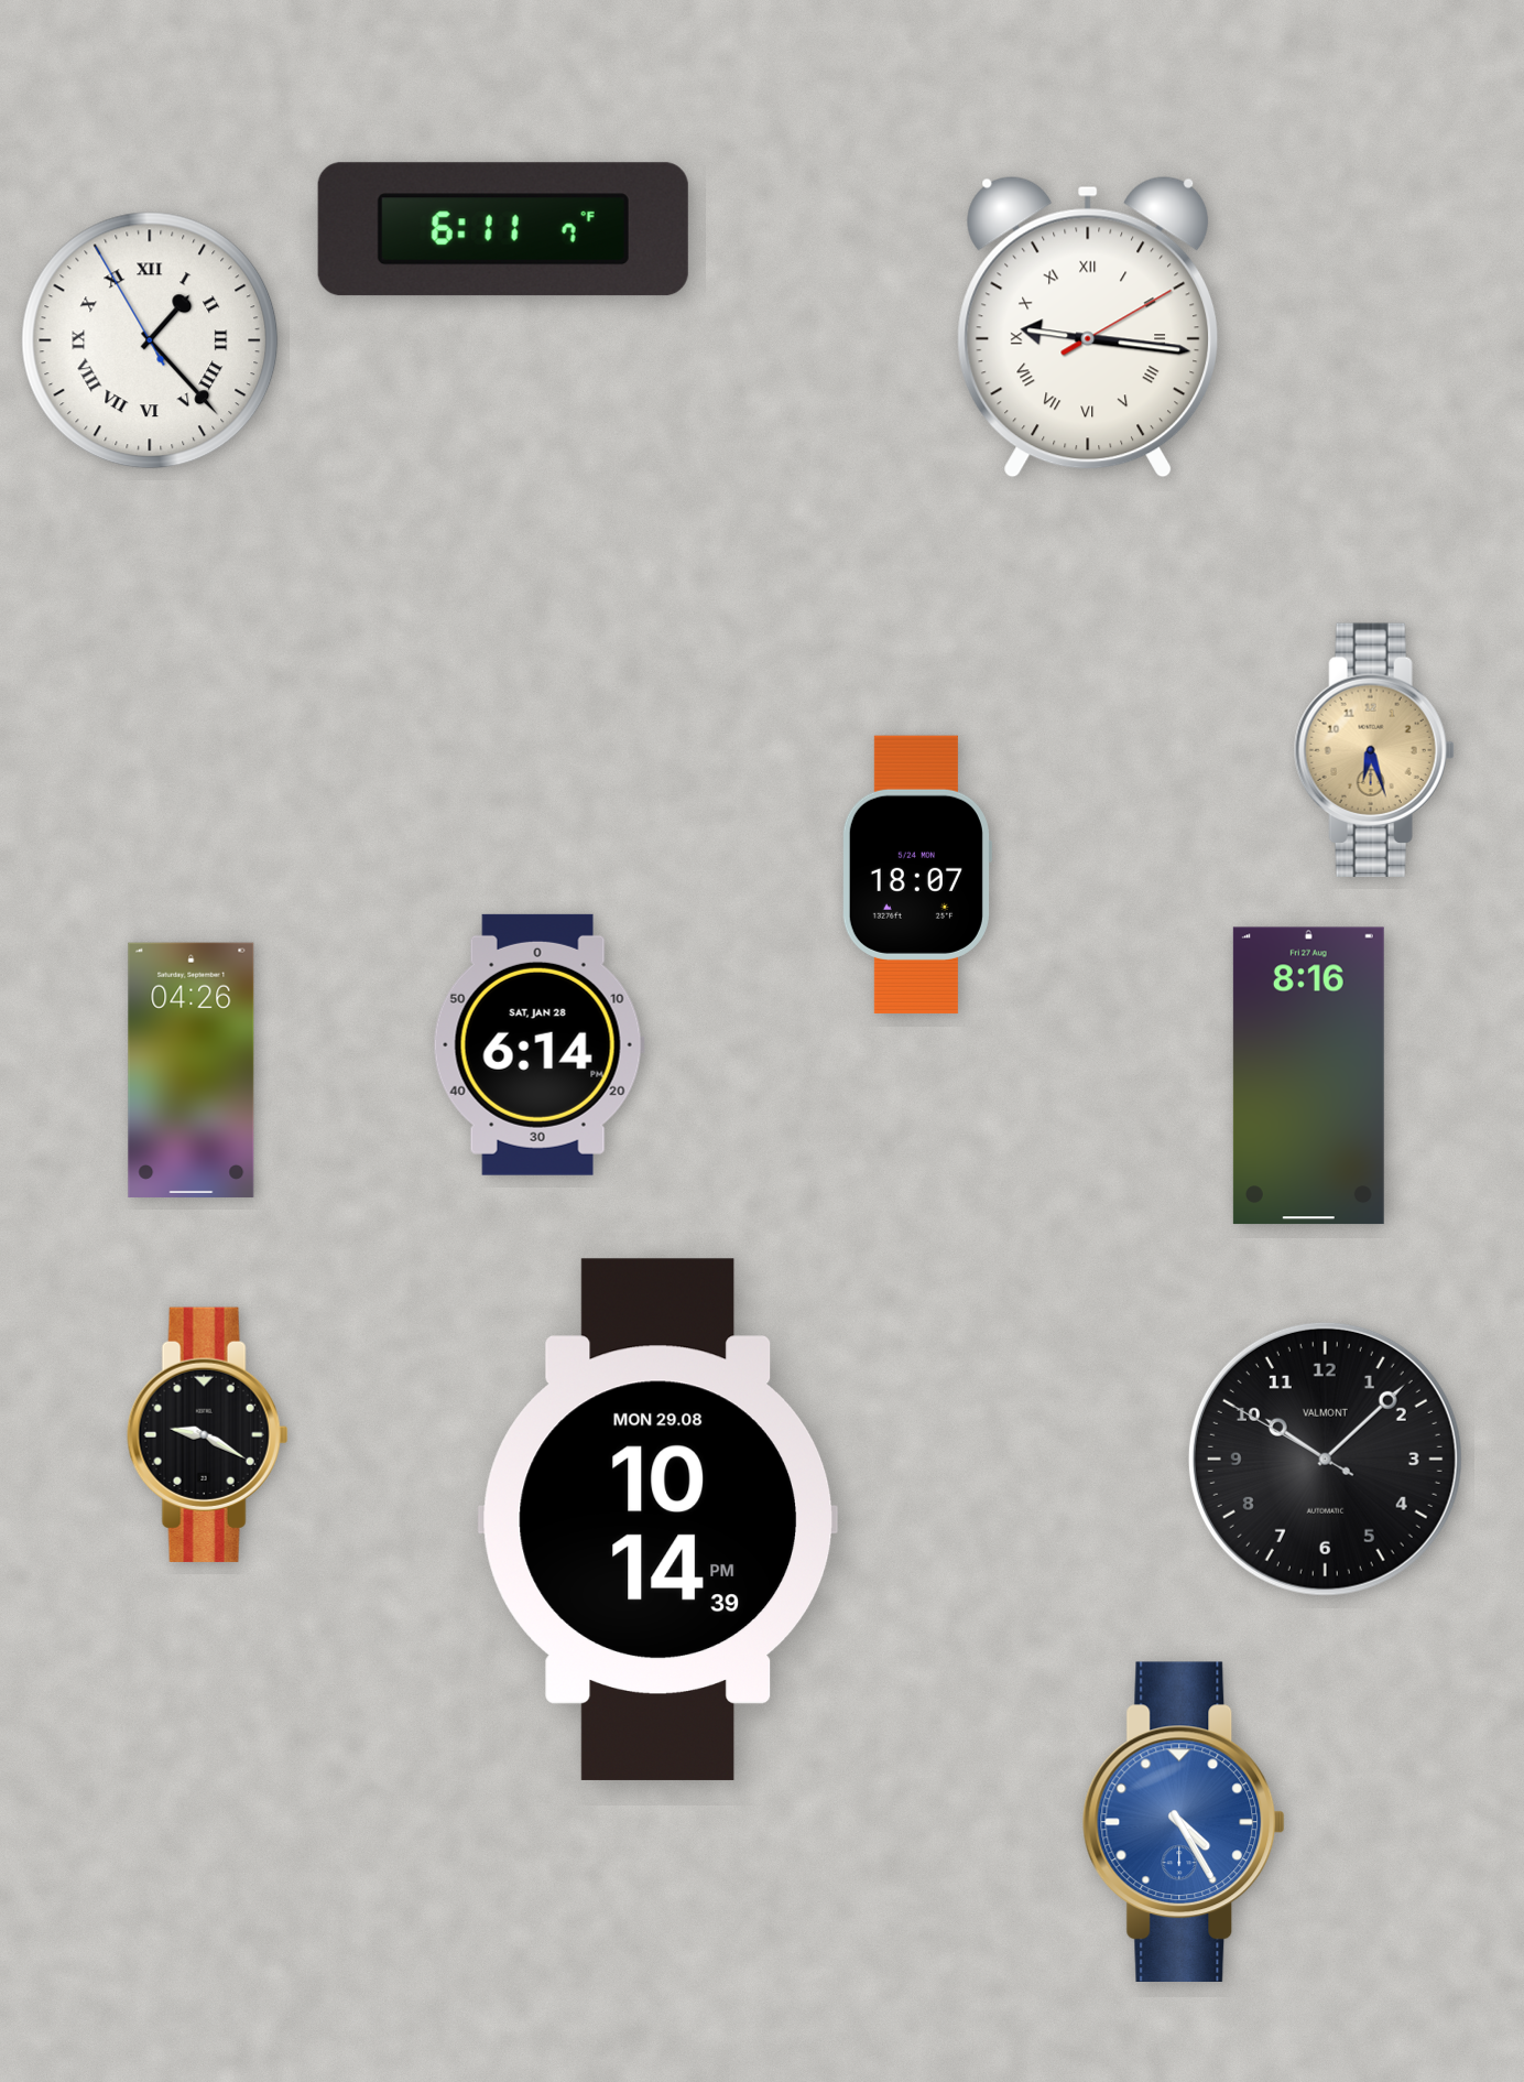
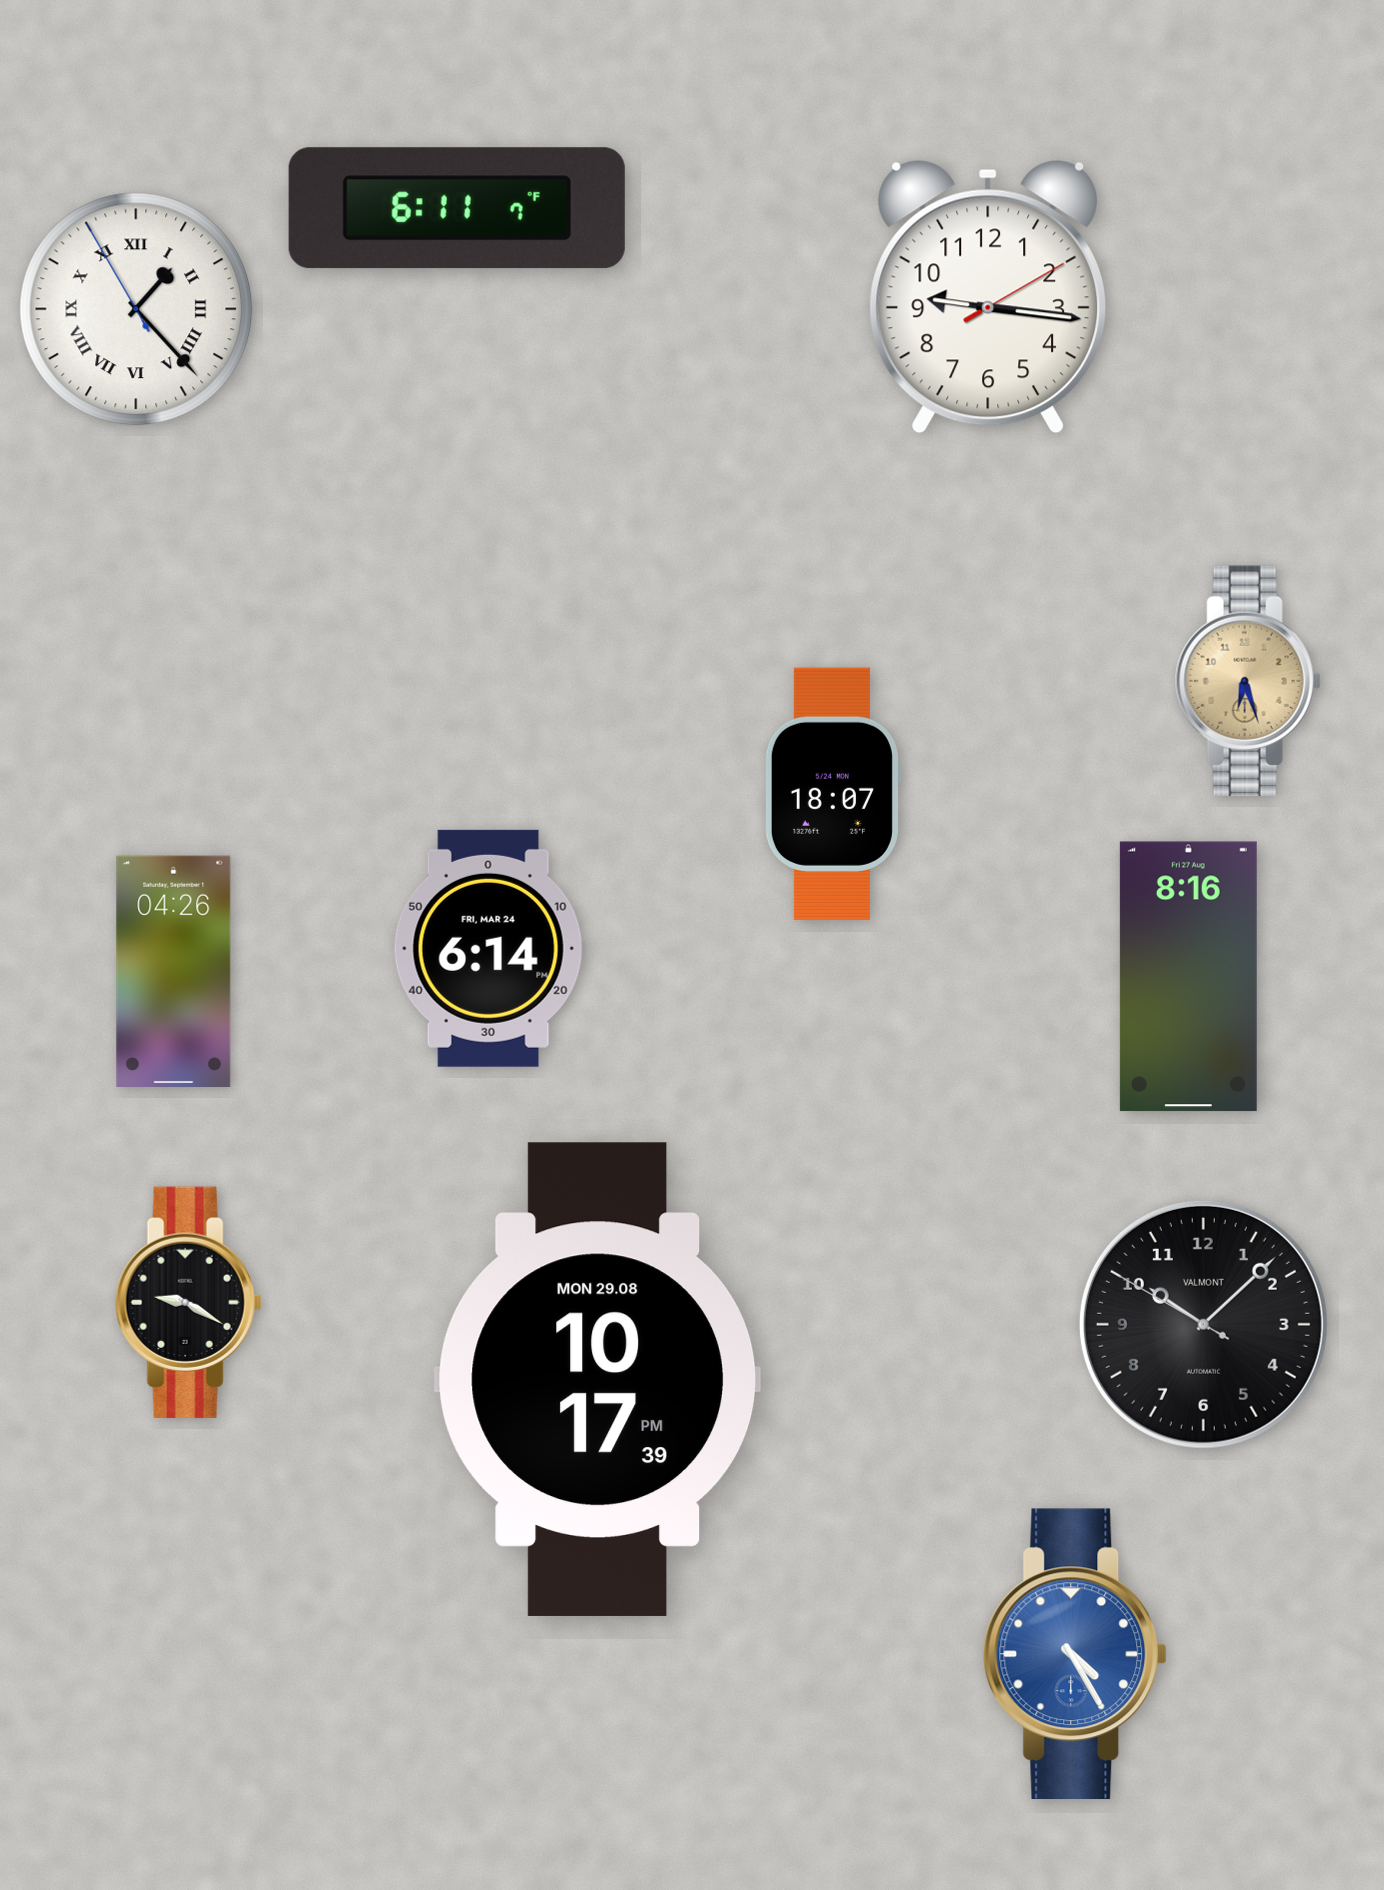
clock at (1088, 327) numerals: Roman -> Arabic
clock at (538, 1044) date: SAT, JAN 28 -> FRI, MAR 24
clock at (657, 1519): 10:14 -> 10:17
